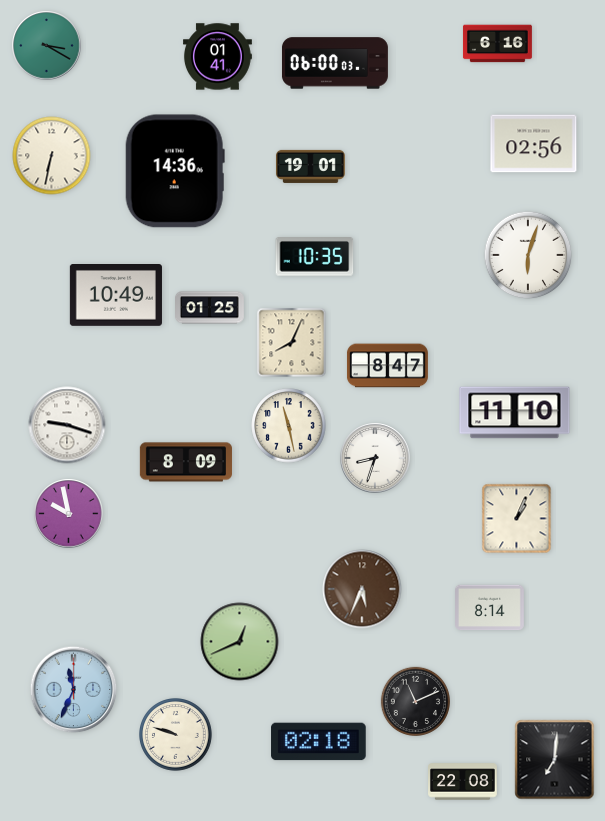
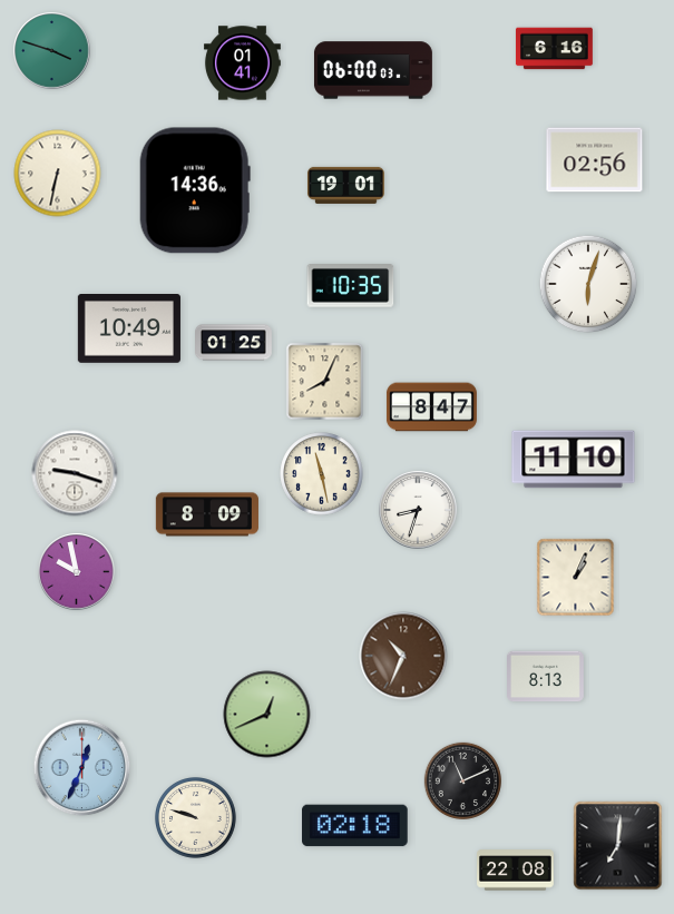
clock at (47, 46): 3:20 -> 3:48
clock at (362, 589): 5:34 -> 10:34
clock at (490, 608): 8:14 -> 8:13
clock at (74, 690): 11:34 -> 12:34
